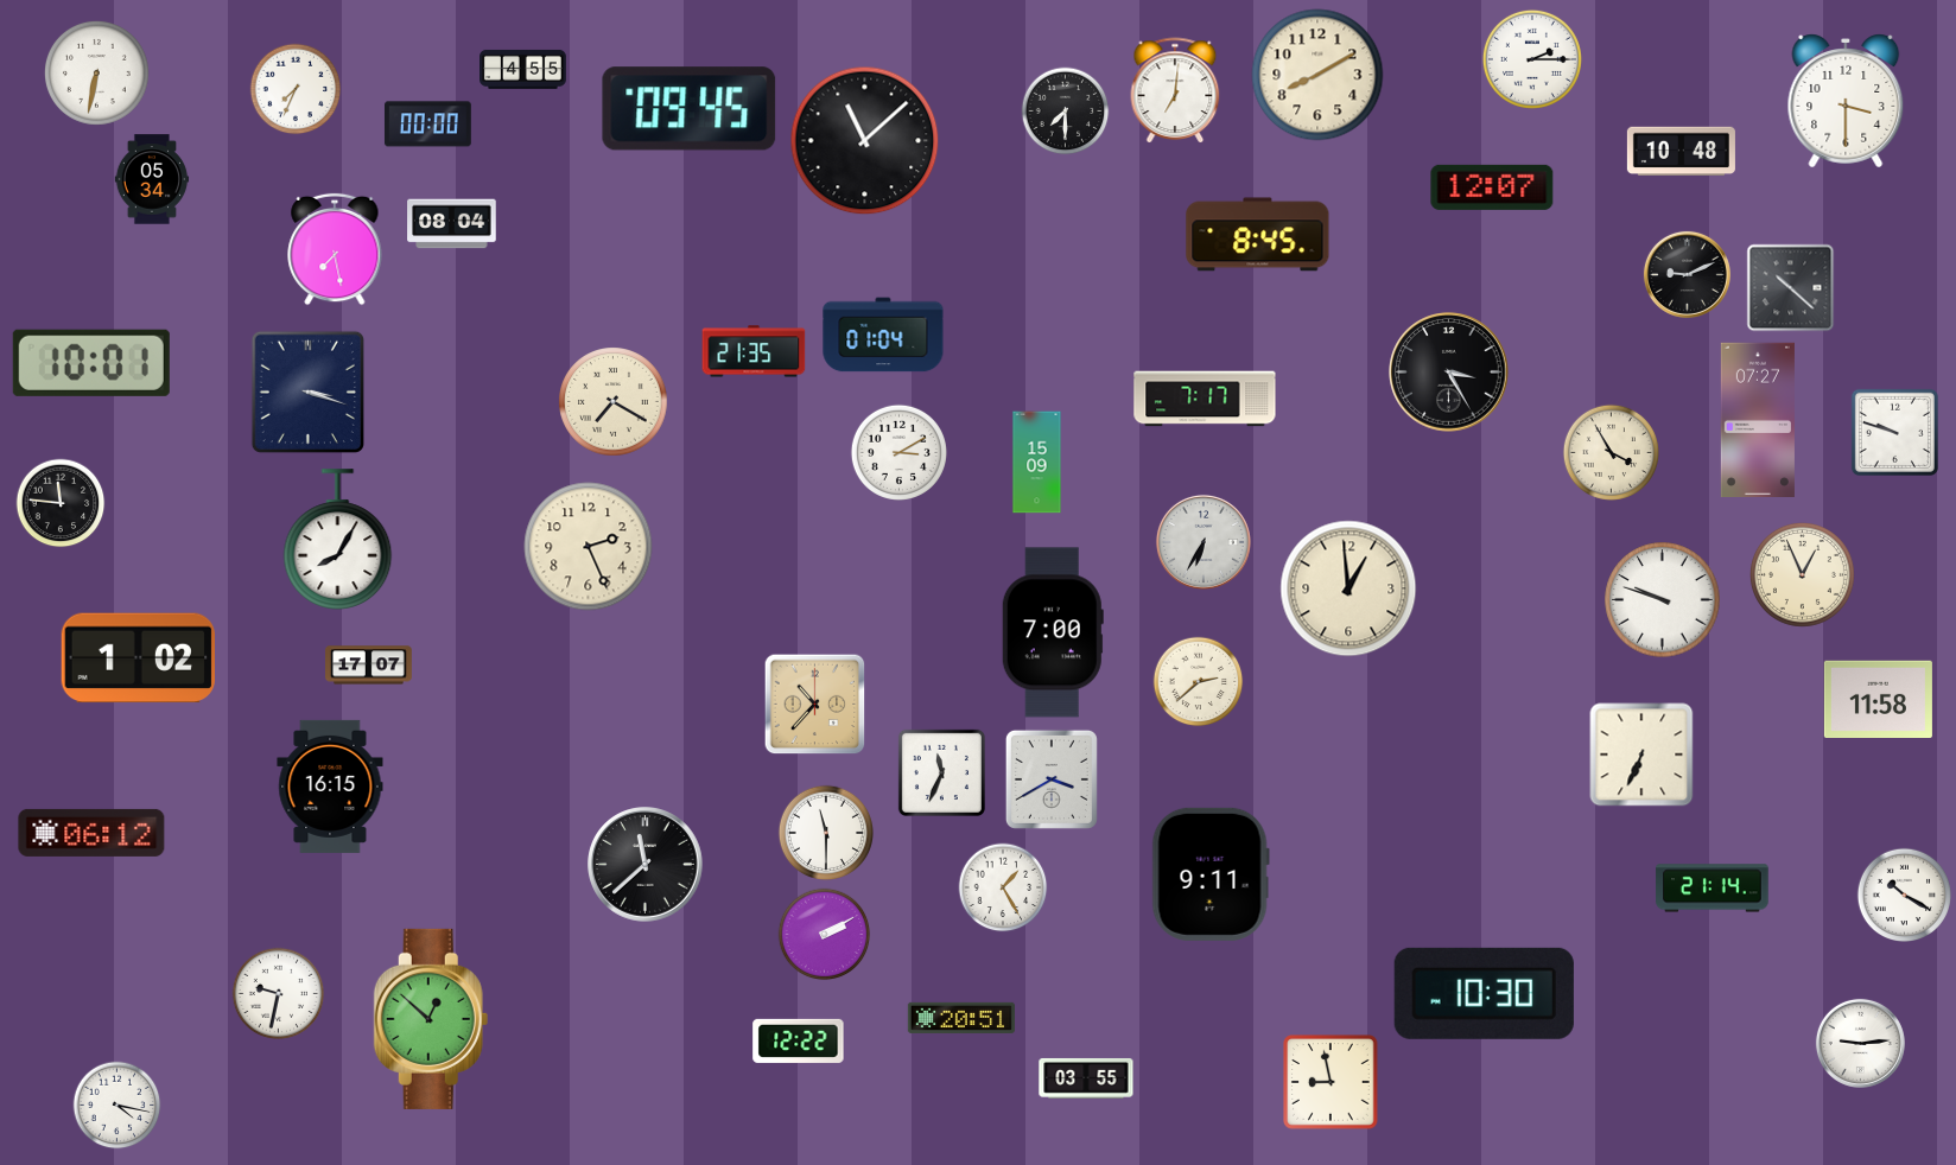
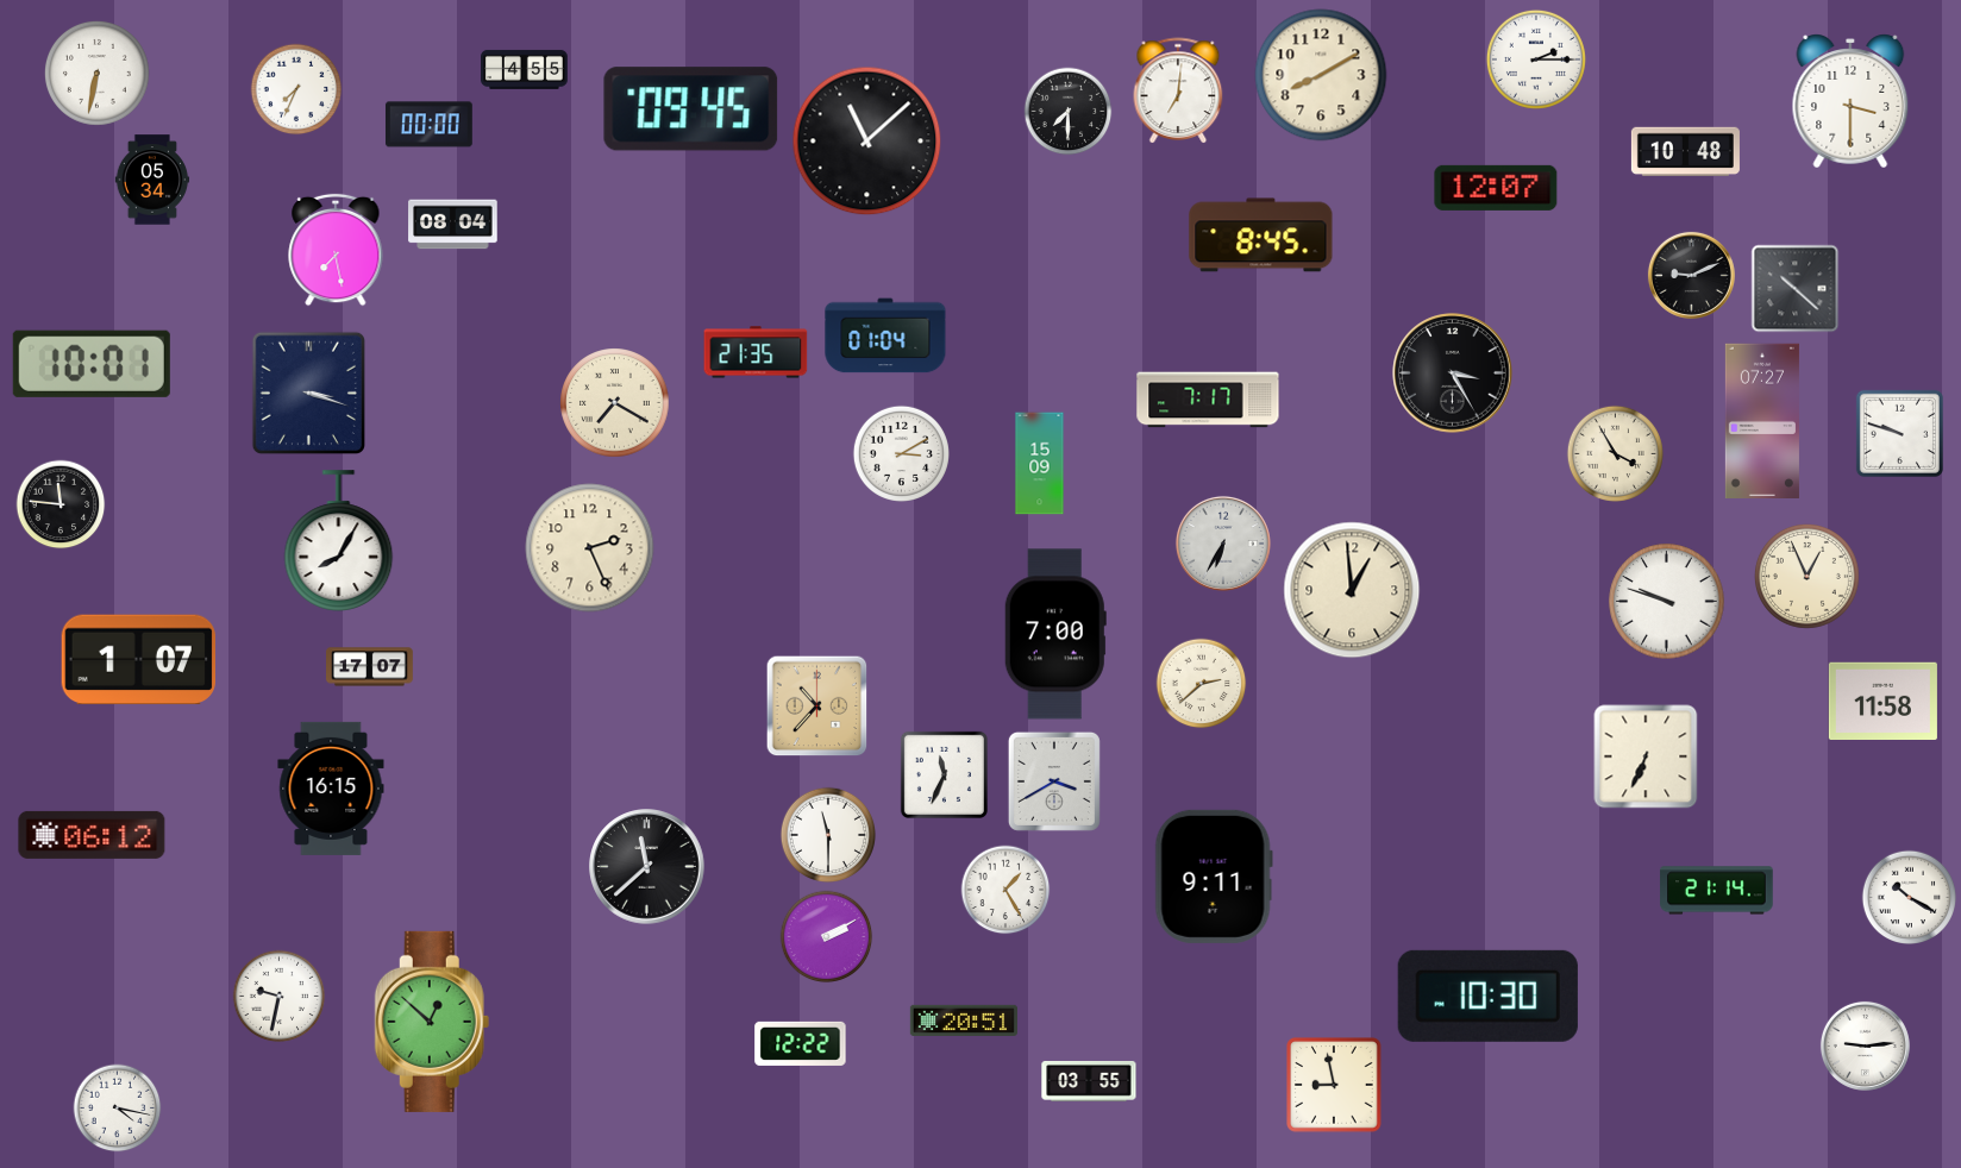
clock at (1204, 542) position: (1204, 542) -> (1223, 544)
clock at (138, 658): 1:02 -> 1:07
